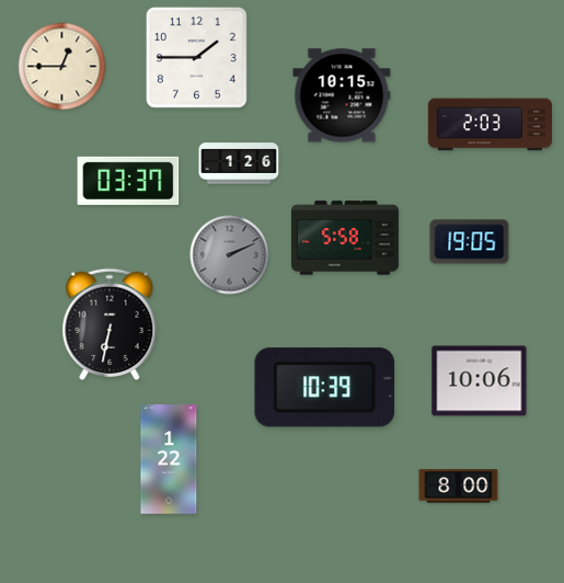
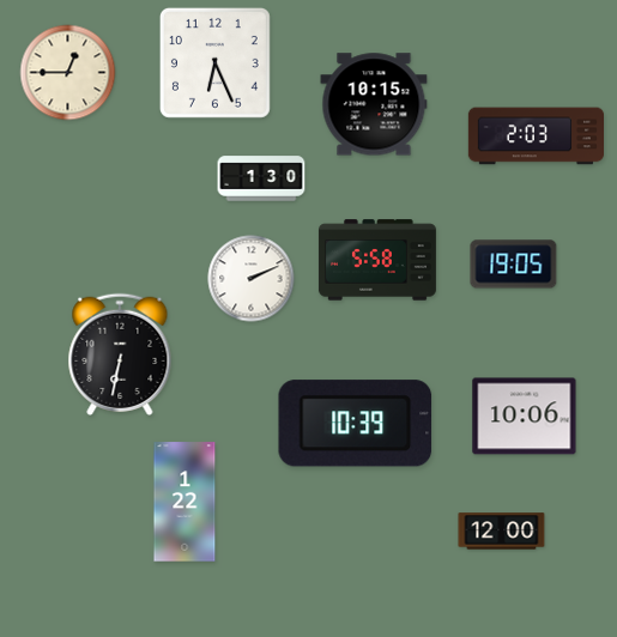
clock at (196, 57): 1:45 -> 6:26
clock at (239, 163): 1:26 -> 1:30
clock at (128, 181): 03:37 -> none
clock at (230, 255) dial: grey -> white
clock at (459, 487): 8:00 -> 12:00
